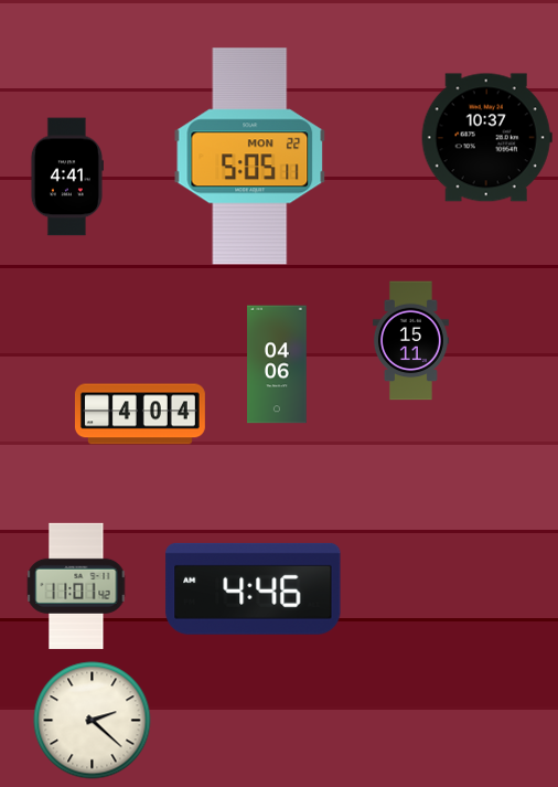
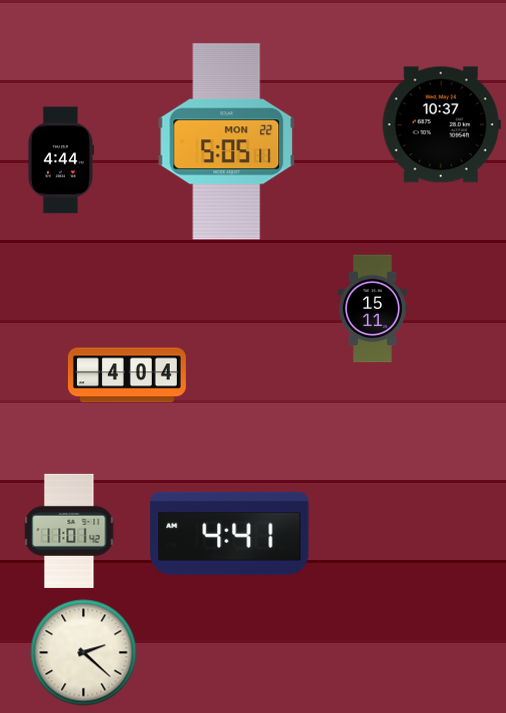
clock at (66, 177): 4:41 -> 4:44
clock at (277, 364): 04:06 -> none
clock at (254, 588): 4:46 -> 4:41
